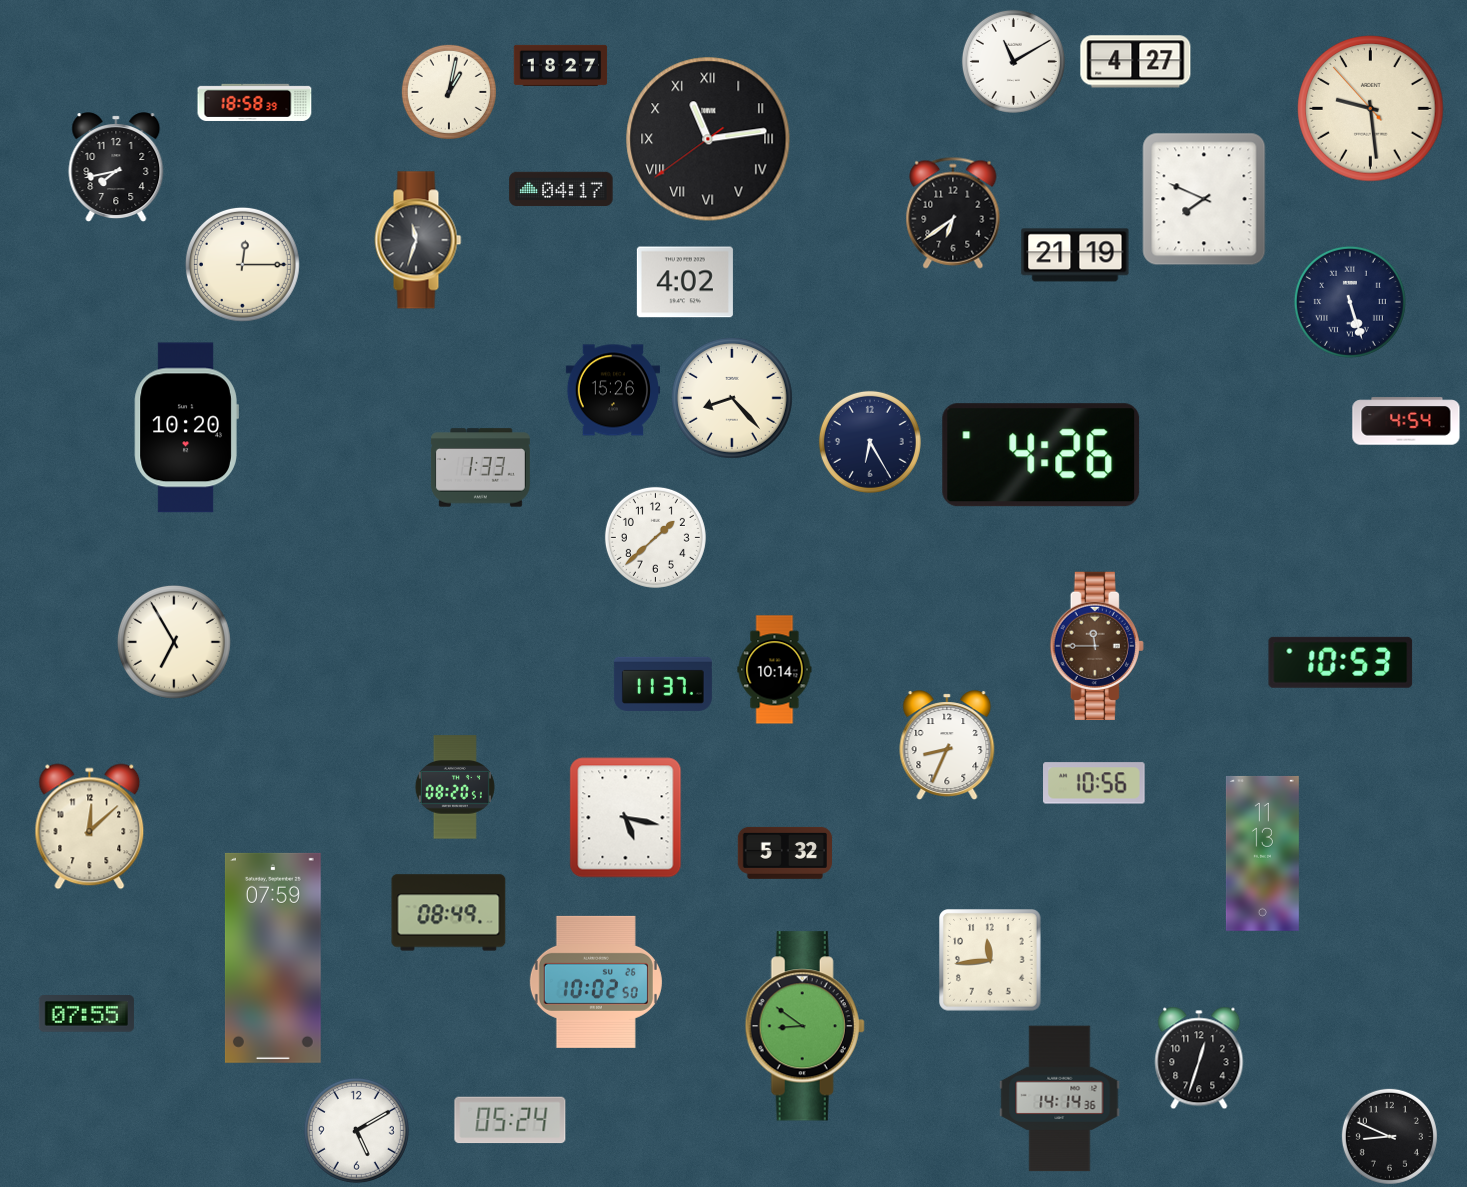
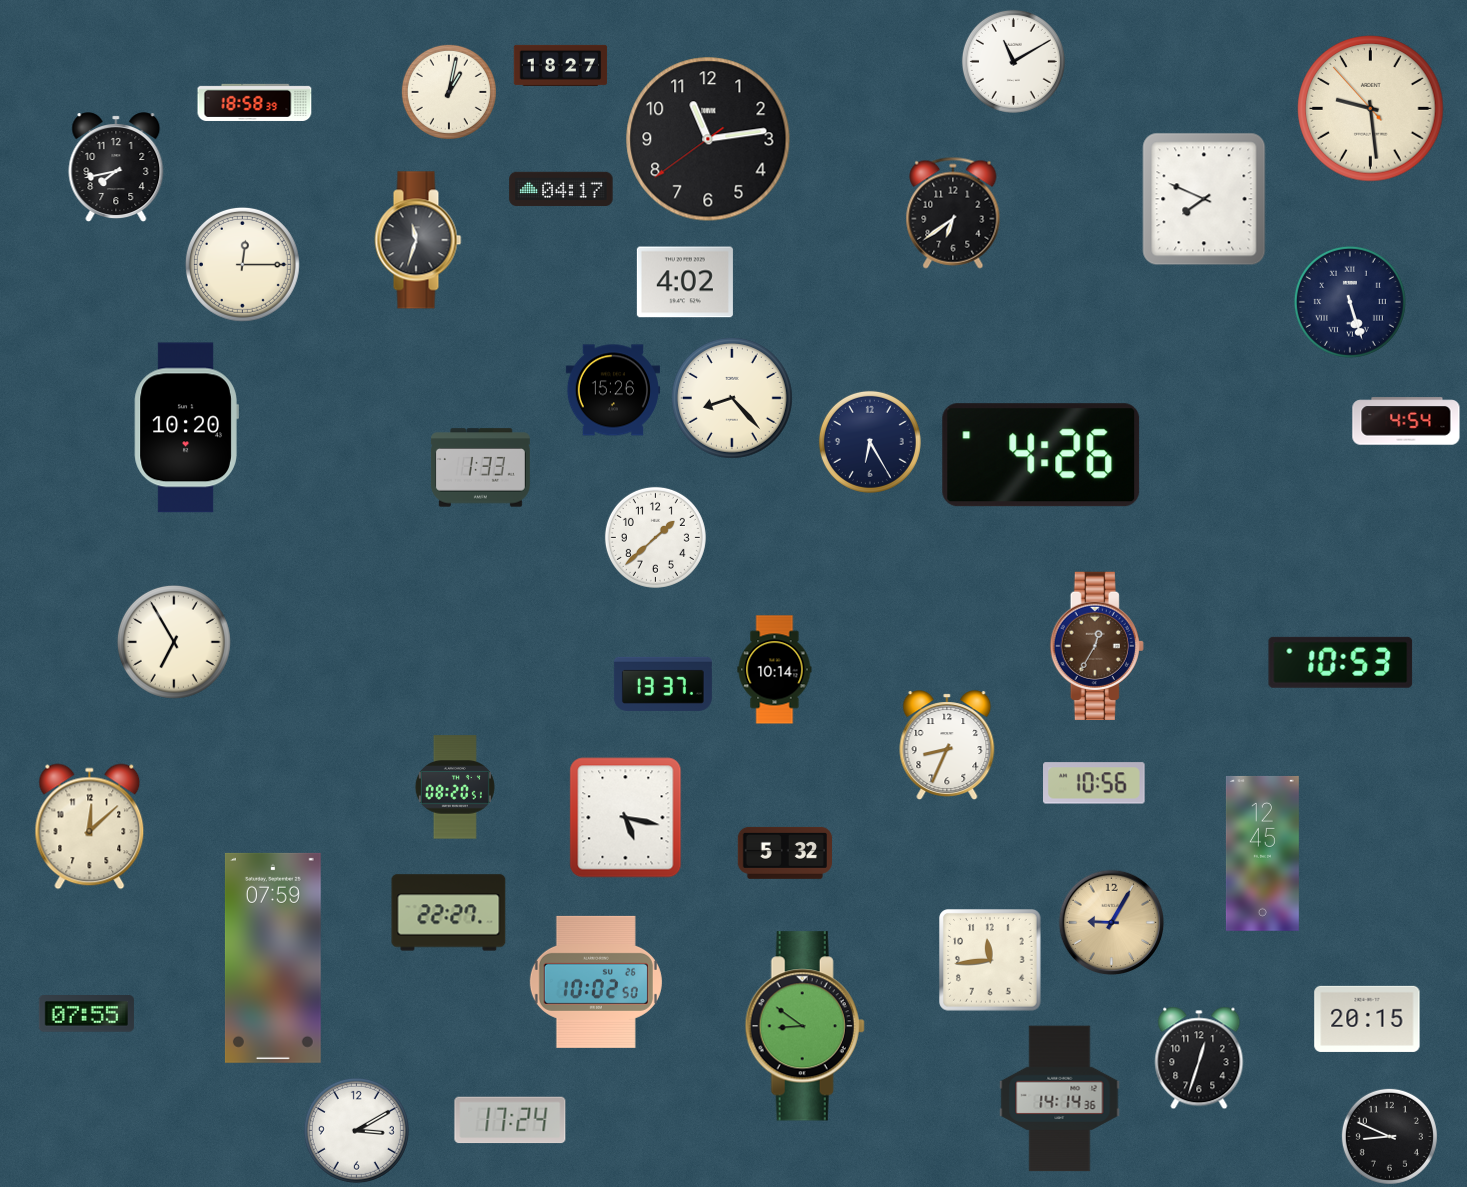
clock at (1136, 62): 4:27 -> none
clock at (708, 139) numerals: Roman -> Arabic
clock at (1075, 255): 21:19 -> none
clock at (1097, 645): 11:45 -> 12:35
clock at (663, 684): 11:37 -> 13:37
clock at (1262, 853): 11:13 -> 12:45
clock at (449, 913): 08:49 -> 22:27
clock at (1112, 923): none -> 9:05
clock at (1367, 1019): none -> 20:15
clock at (510, 1120): 05:24 -> 17:24
clock at (356, 1130): 5:10 -> 3:10
